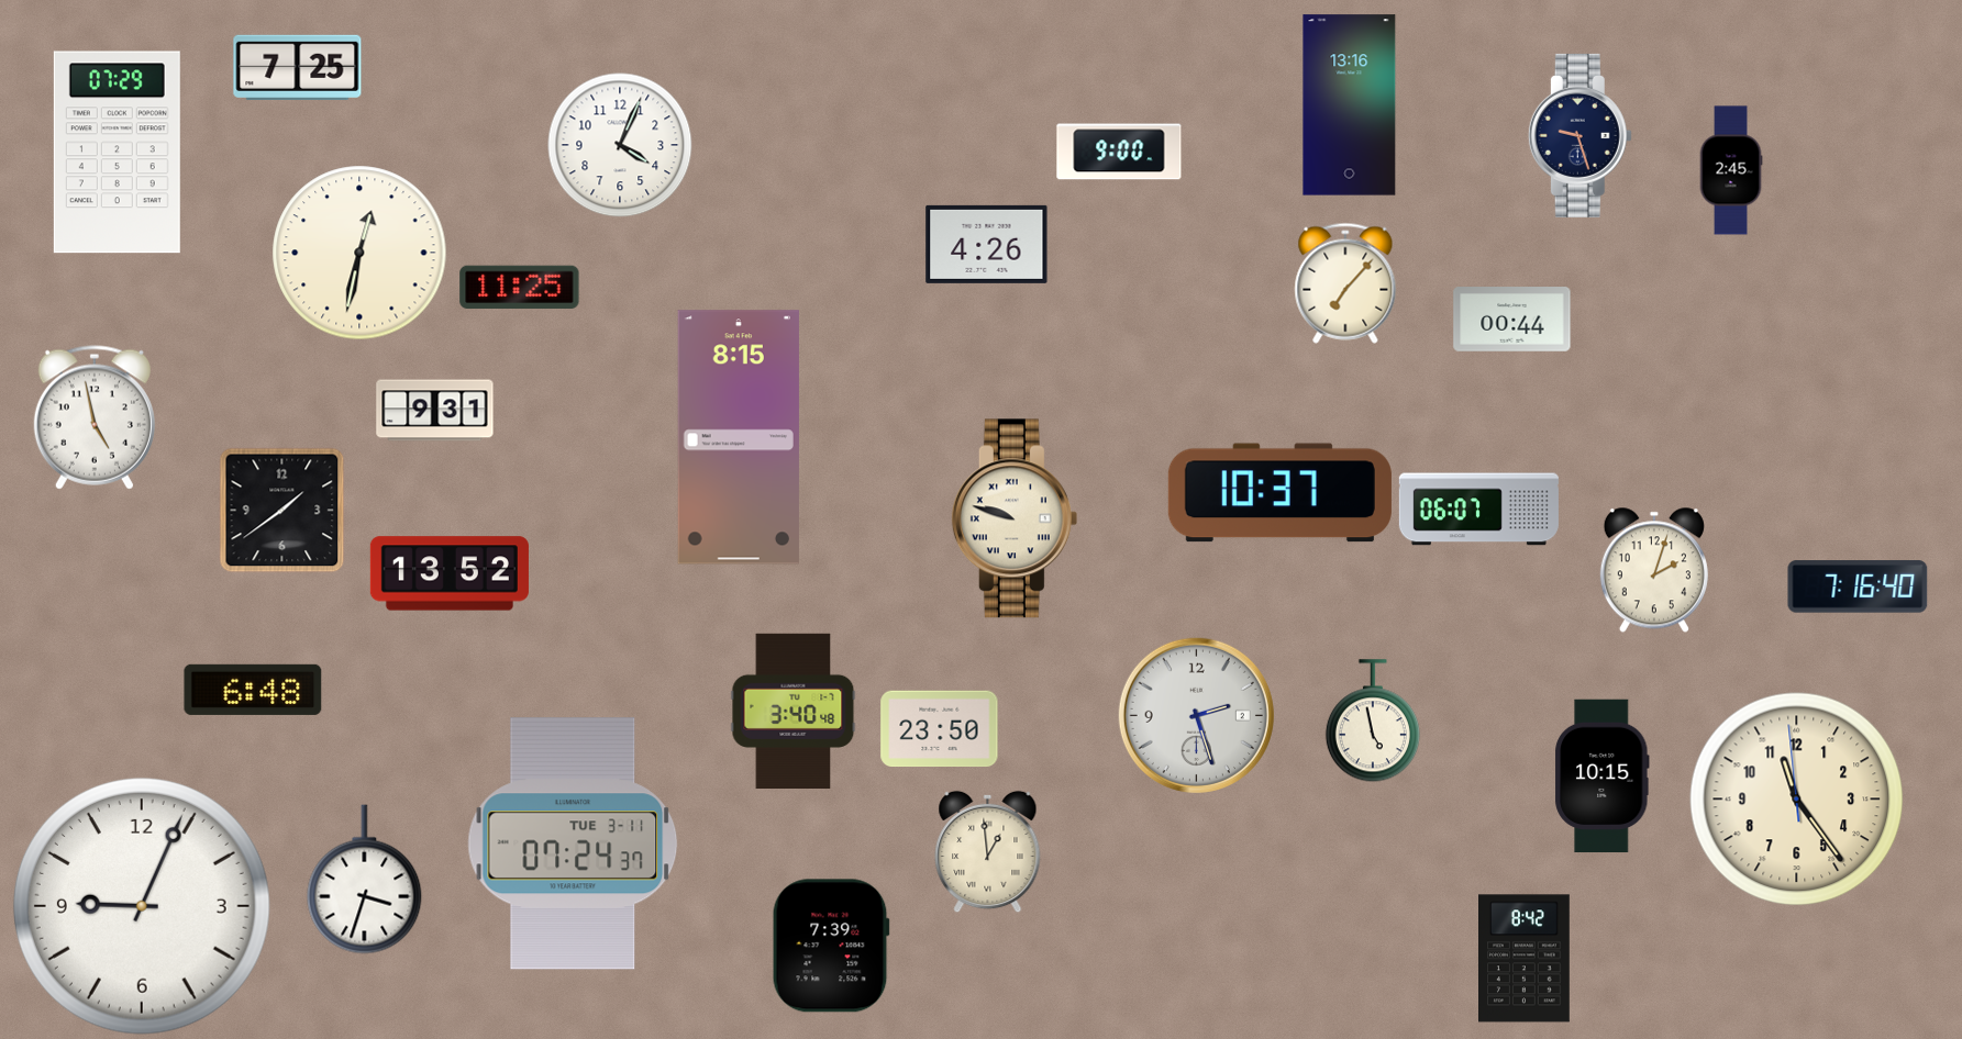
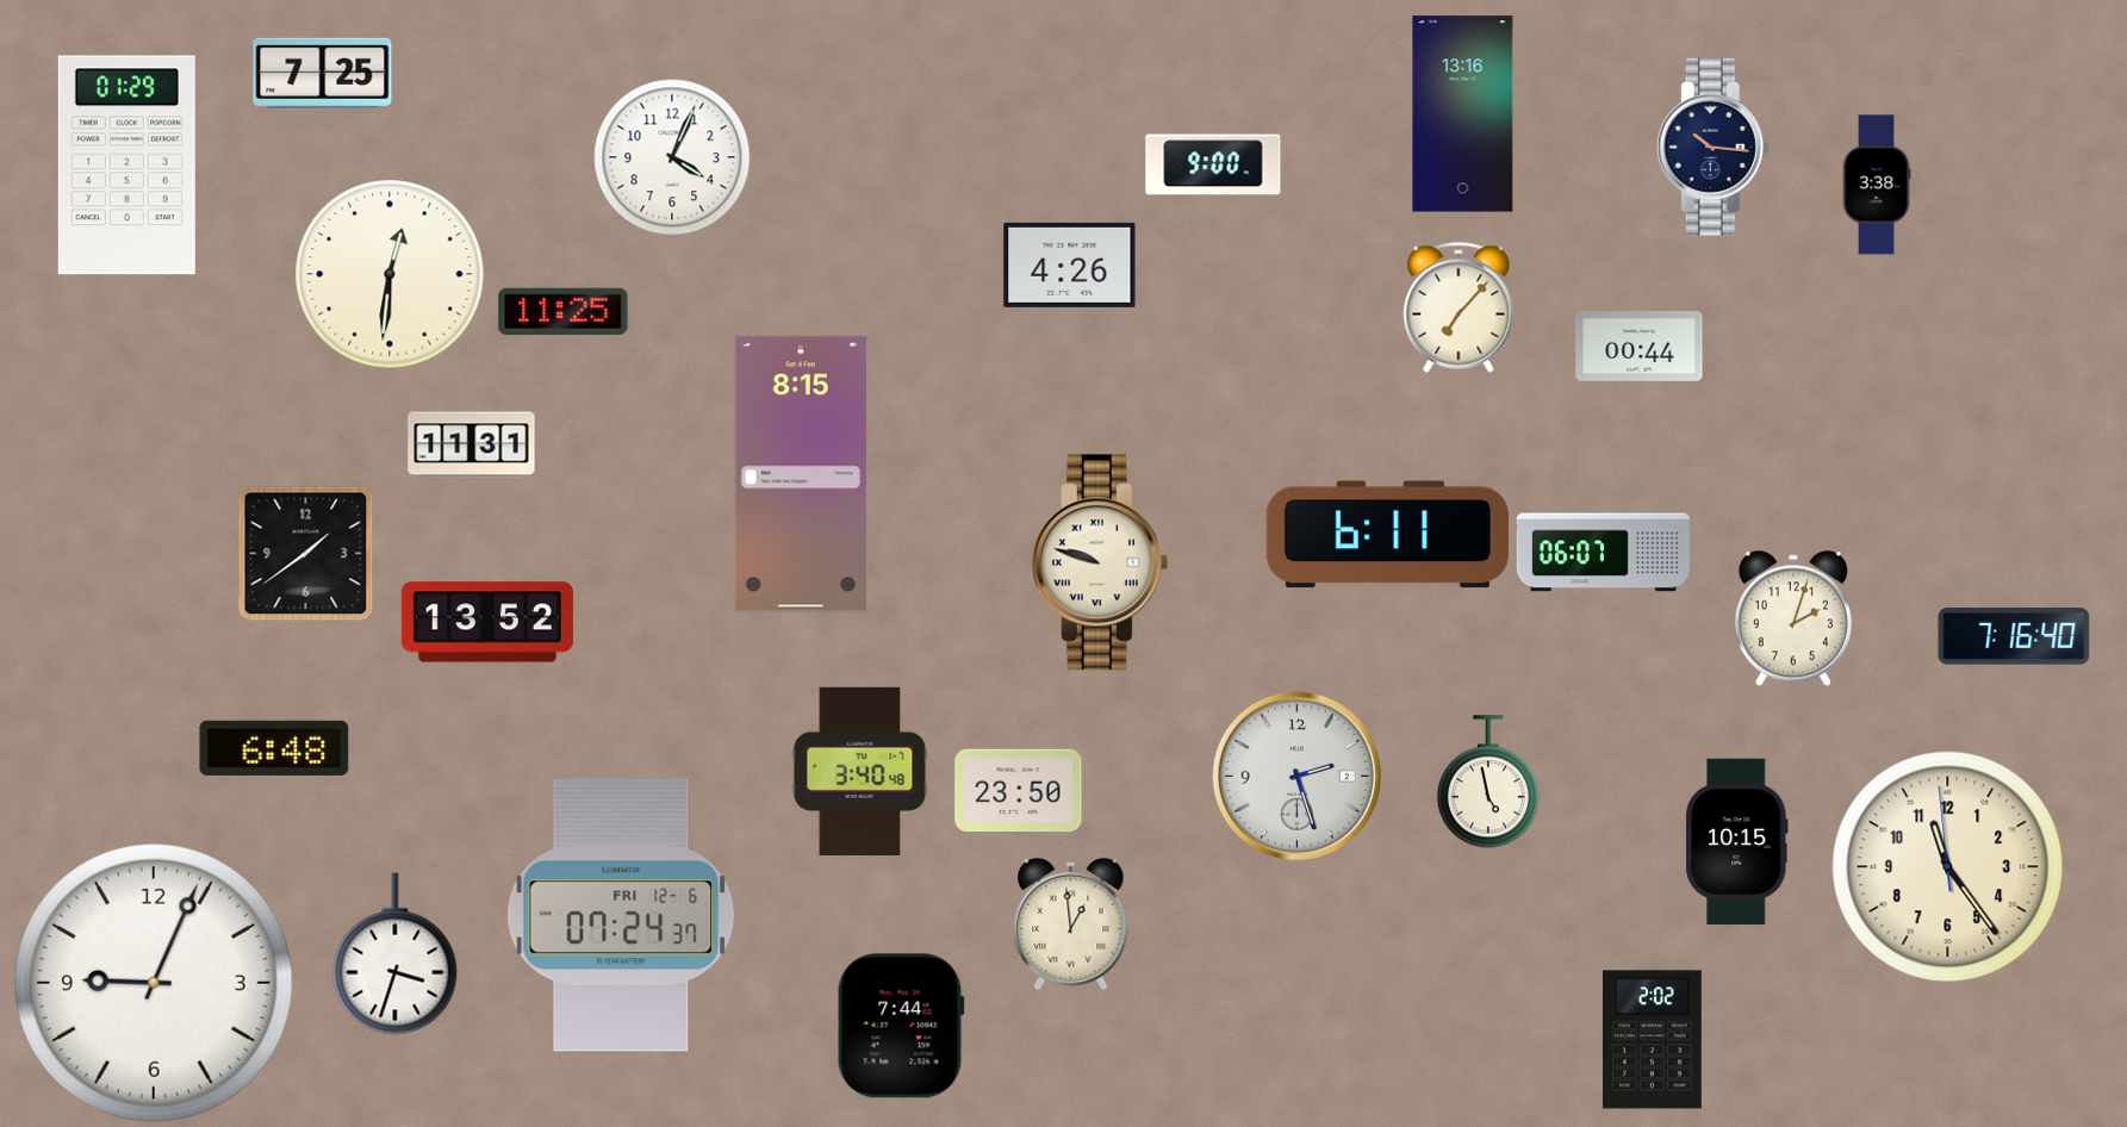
clock at (1579, 135): 9:27 -> 10:16
clock at (117, 153): 07:29 -> 01:29
clock at (1731, 170): 2:45 -> 3:38
clock at (359, 253): 12:32 -> 12:31
clock at (435, 411): 9:31 -> 11:31
clock at (95, 417): 4:58 -> none
clock at (1279, 493): 10:37 -> 6:11
clock at (573, 844) date: TUE 3-11 -> FRI 12-6
clock at (831, 946): 7:39 -> 7:44
clock at (1525, 959): 8:42 -> 2:02
